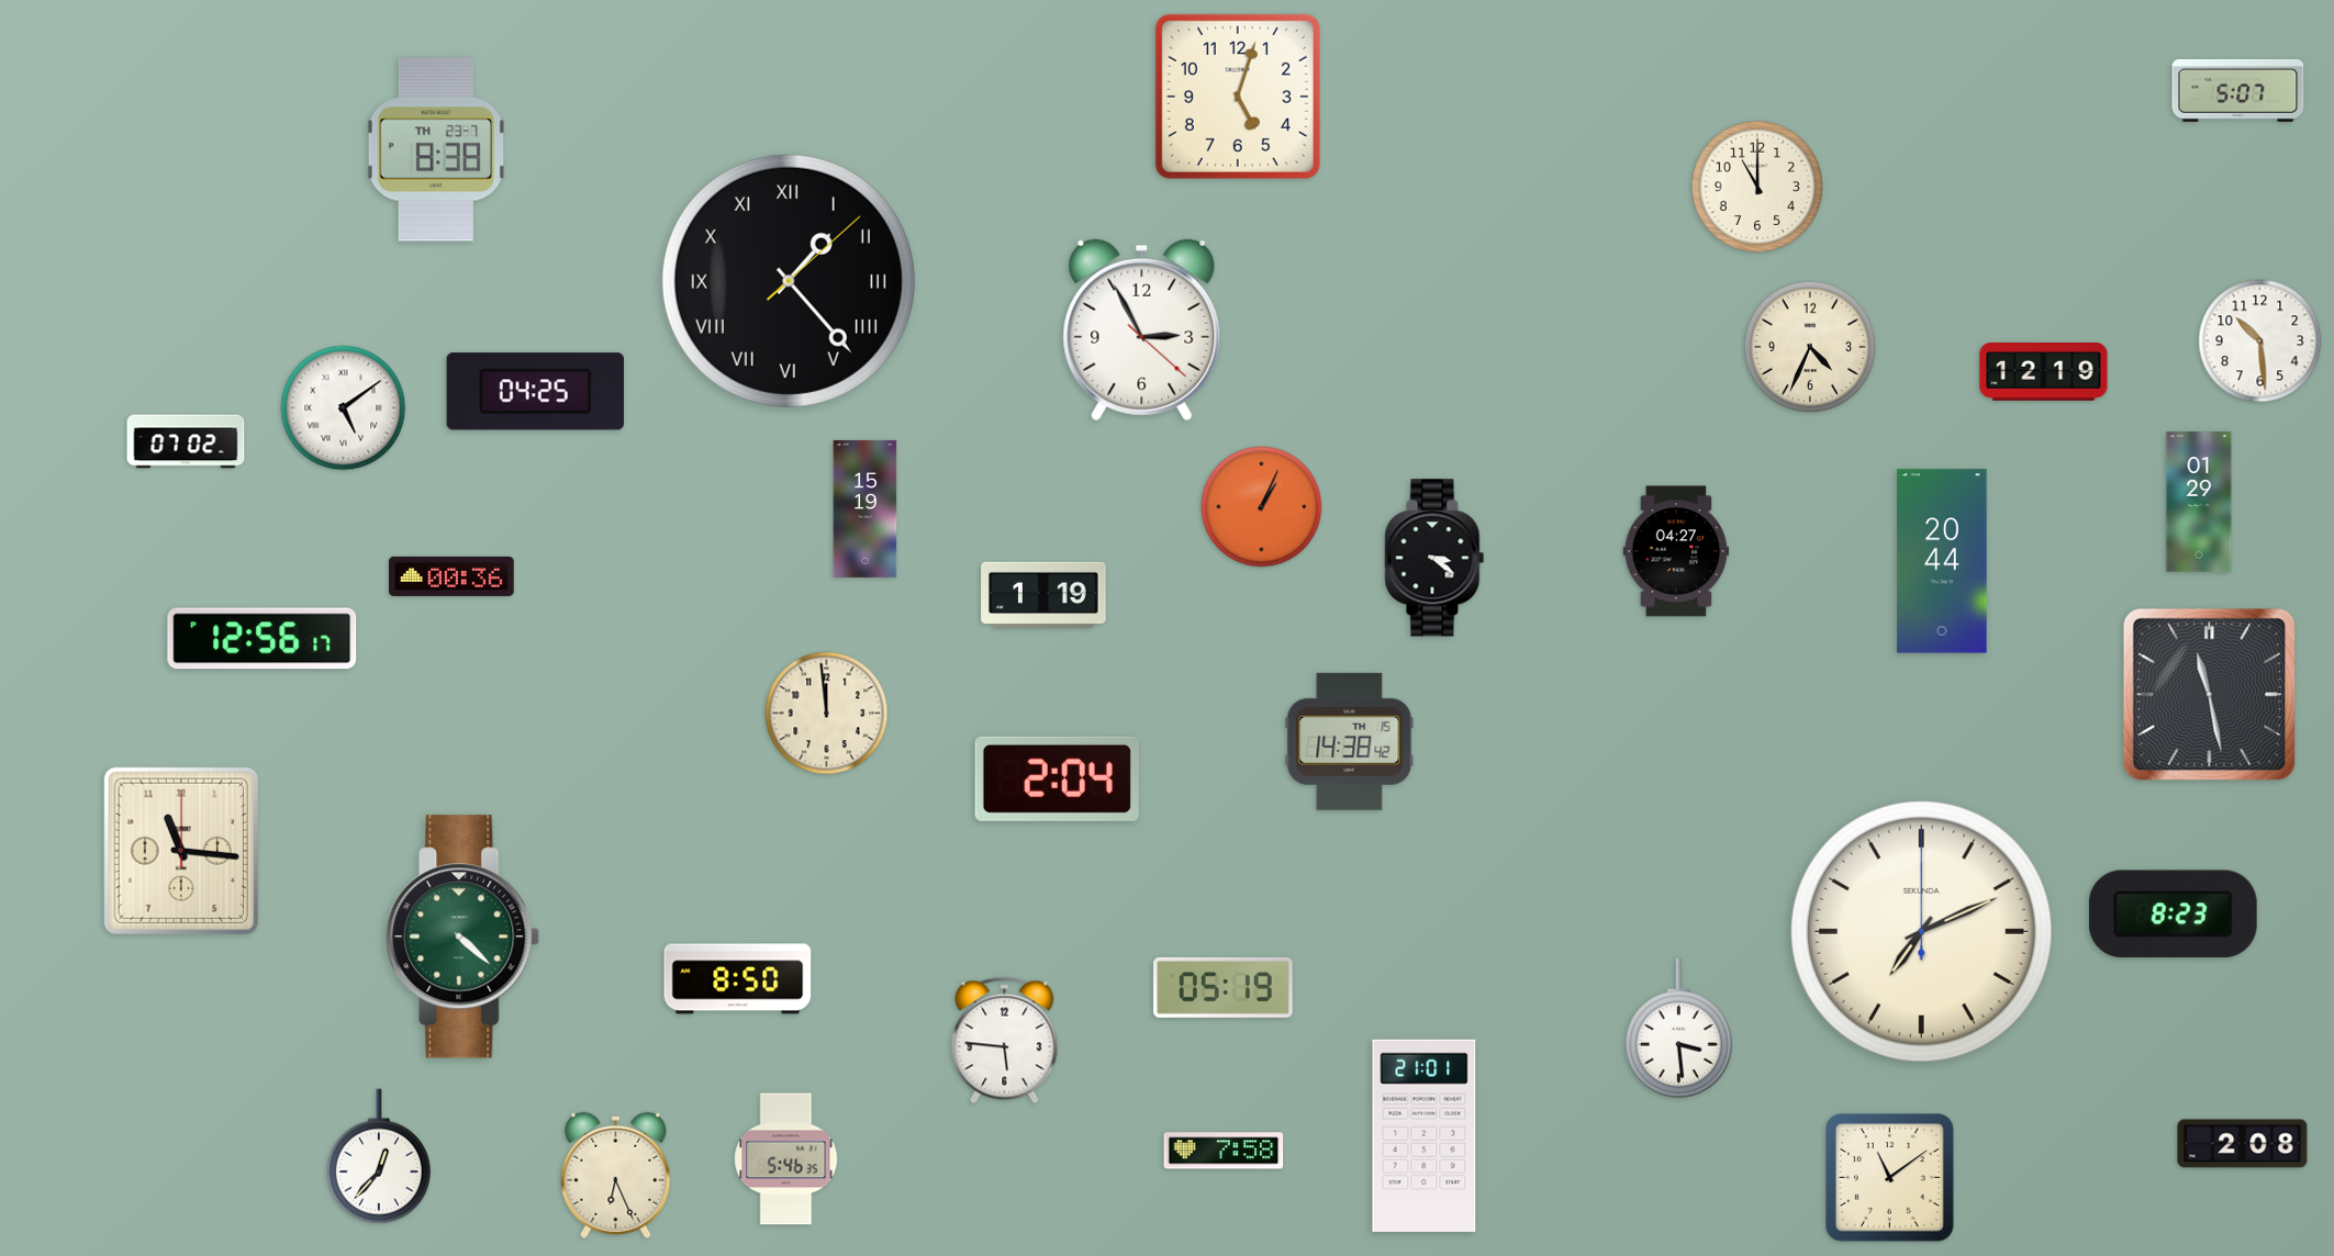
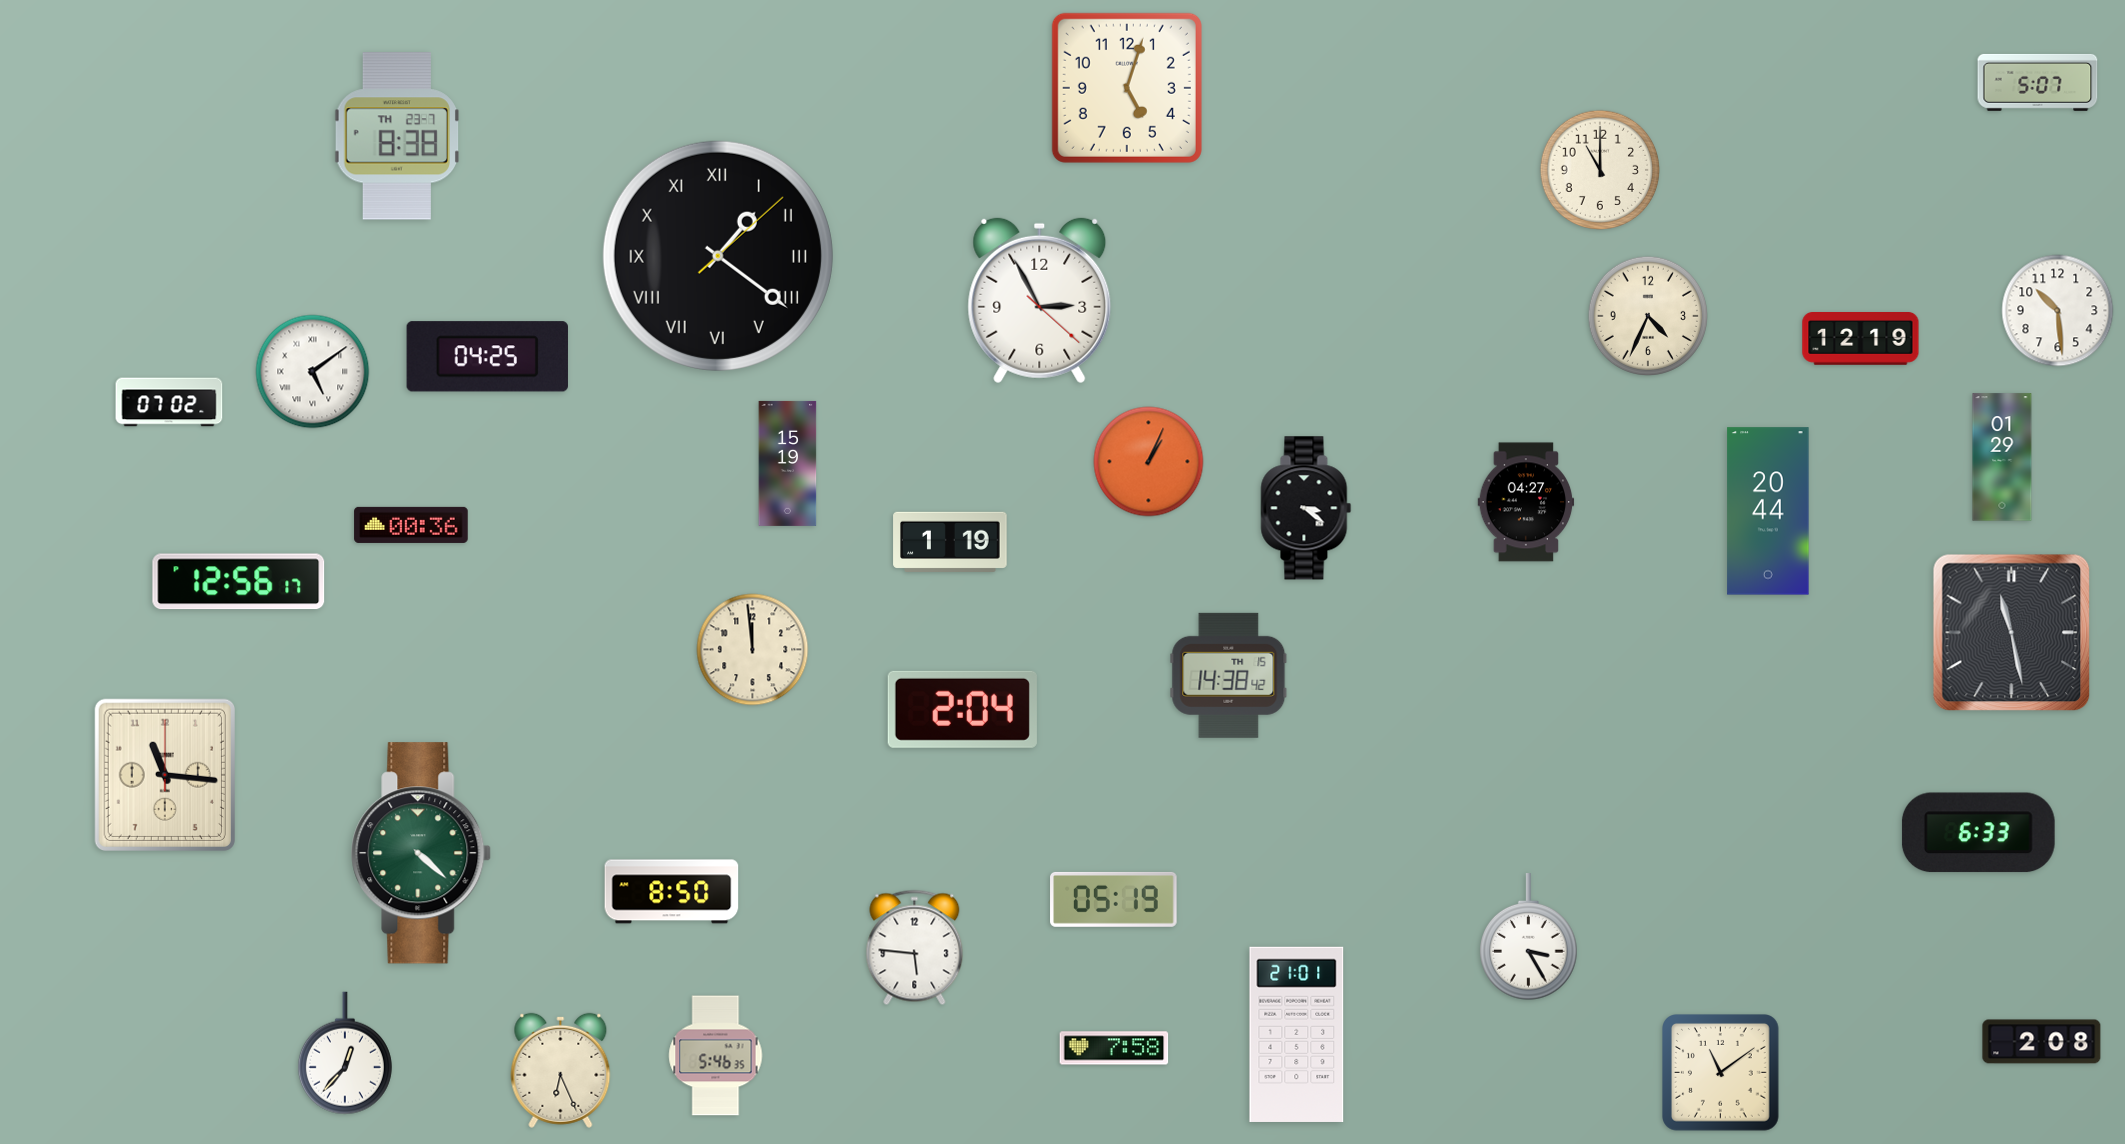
clock at (789, 281): 1:23 -> 1:21
clock at (2173, 915): 8:23 -> 6:33
clock at (1922, 932): 7:11 -> none
clock at (1679, 1029): 3:29 -> 3:25
